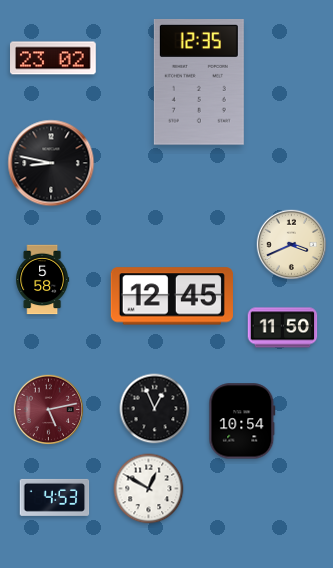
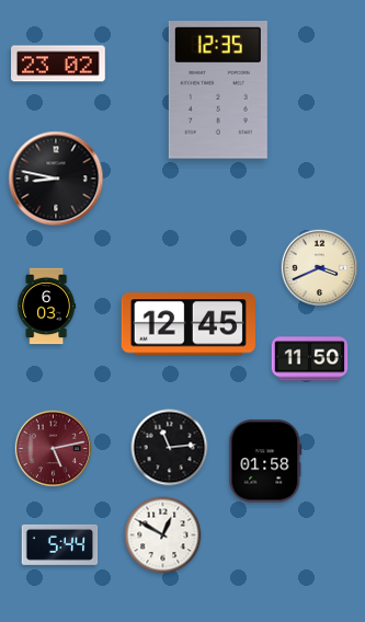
clock at (43, 280): 5:58 -> 6:03
clock at (155, 409): 12:56 -> 11:14
clock at (242, 421): 10:54 -> 01:58
clock at (55, 497): 4:53 -> 5:44
